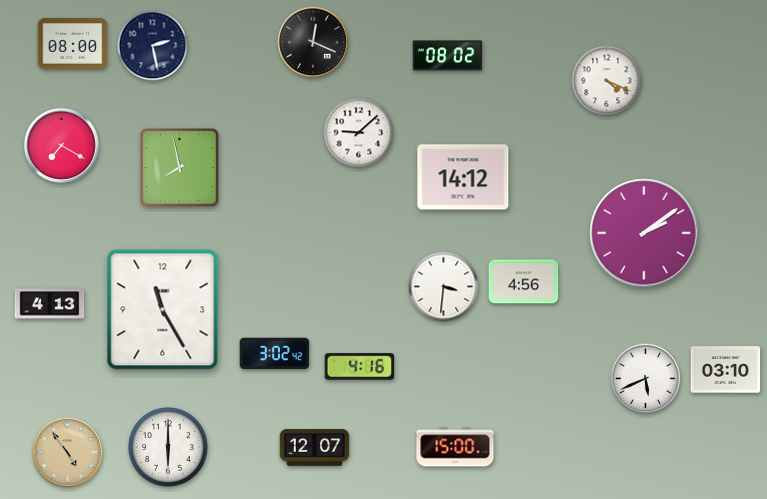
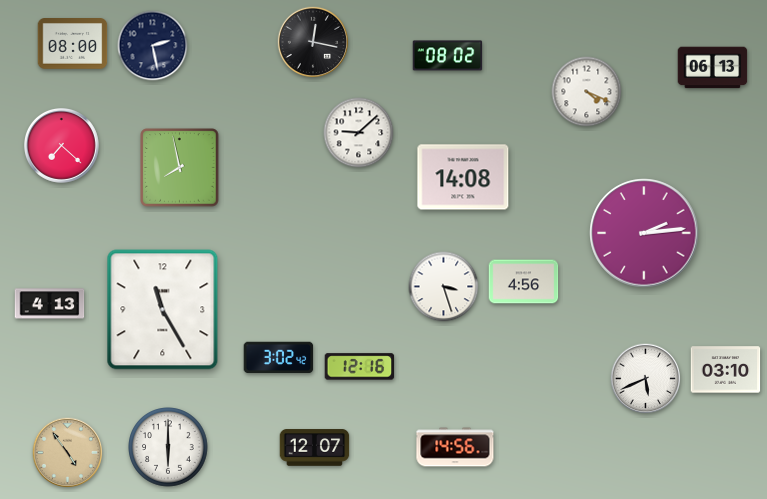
clock at (312, 41): 12:19 -> 12:17
clock at (713, 68): none -> 06:13
clock at (607, 81) position: (607, 81) -> (587, 92)
clock at (62, 146): 7:20 -> 7:22
clock at (463, 177): 14:12 -> 14:08
clock at (644, 233): 2:09 -> 2:14
clock at (444, 287): 3:31 -> 3:27
clock at (275, 354) position: (275, 354) -> (279, 358)
clock at (360, 367): 4:16 -> 12:16
clock at (455, 447): 15:00 -> 14:56
